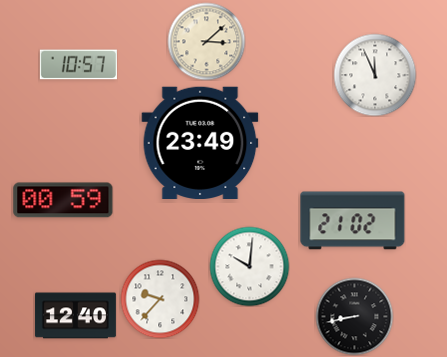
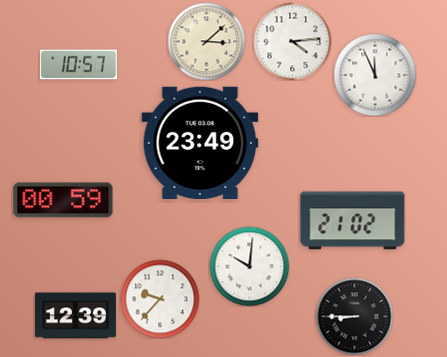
clock at (292, 41): none -> 4:14
clock at (75, 316): 12:40 -> 12:39
clock at (354, 316): 8:43 -> 8:45
